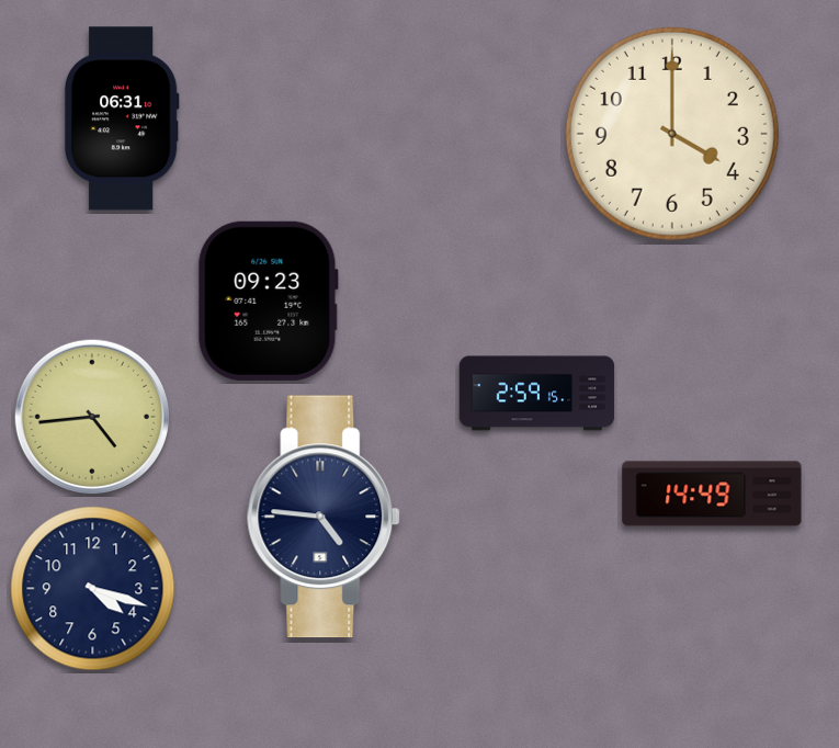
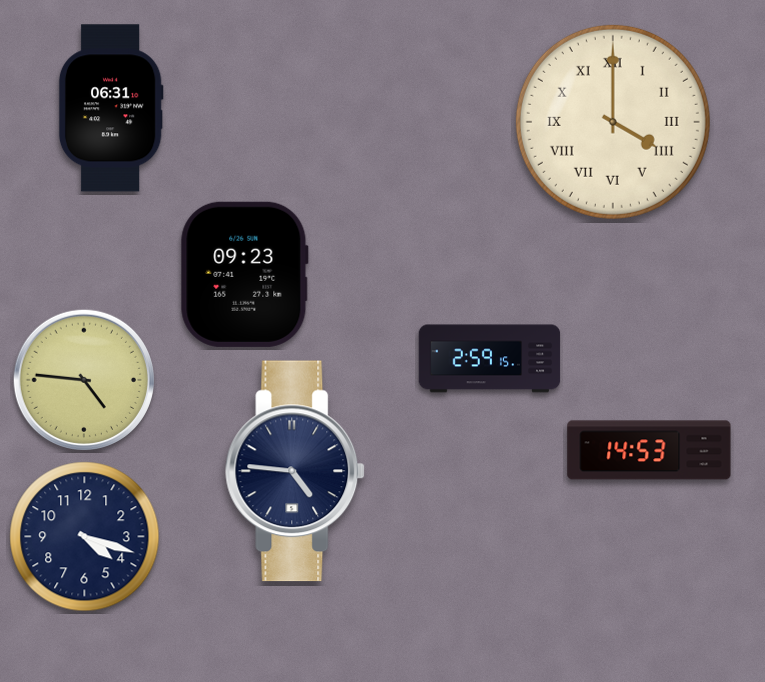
clock at (672, 134) numerals: Arabic -> Roman
clock at (92, 417): 4:44 -> 4:46
clock at (712, 494): 14:49 -> 14:53
